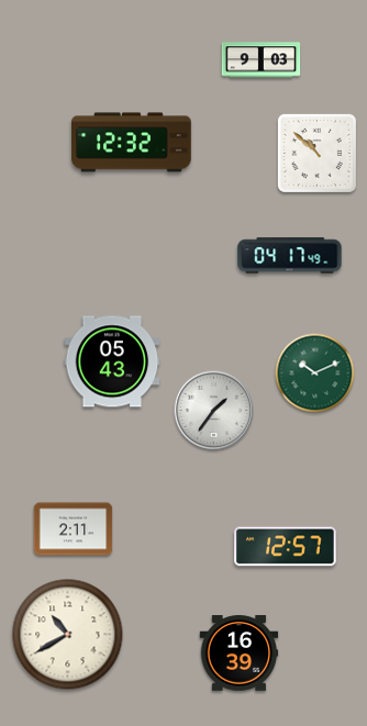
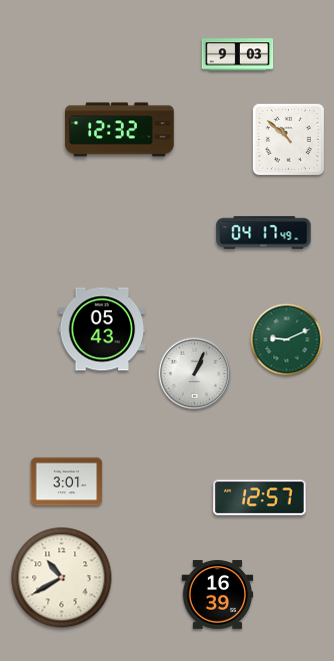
clock at (315, 373): 10:11 -> 9:11
clock at (214, 411): 1:36 -> 1:04
clock at (74, 529): 2:11 -> 3:01
